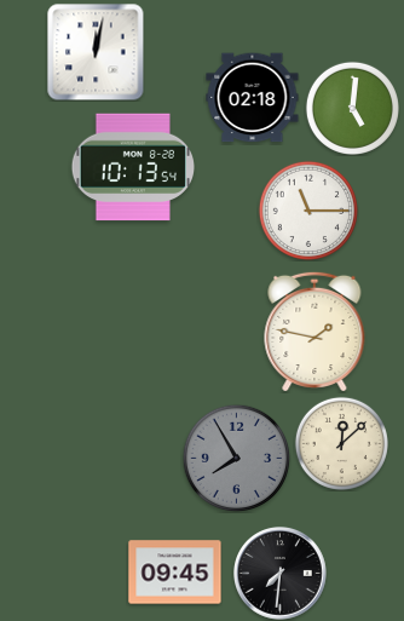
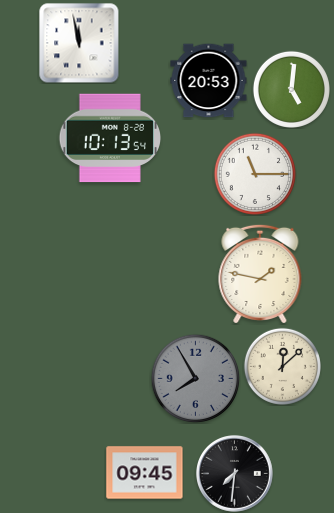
clock at (96, 52): 12:02 -> 11:58
clock at (253, 98): 02:18 -> 20:53
clock at (281, 574) position: (281, 574) -> (235, 474)
